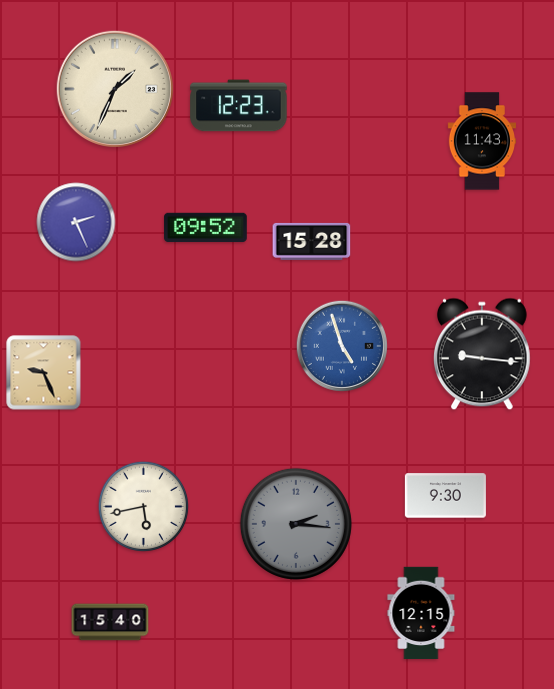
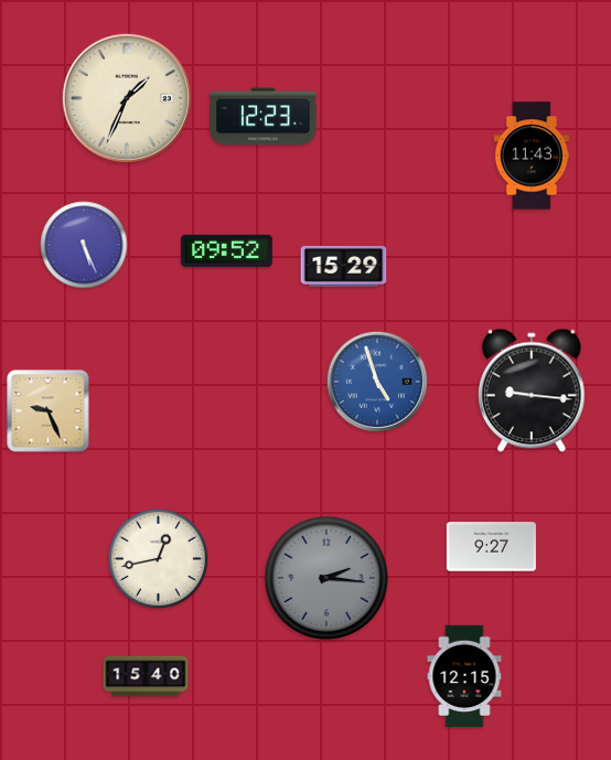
clock at (76, 222): 2:26 -> 5:26
clock at (312, 241): 15:28 -> 15:29
clock at (445, 496): 9:30 -> 9:27
clock at (144, 507): 5:43 -> 12:43
clock at (110, 622) position: (110, 622) -> (146, 676)
